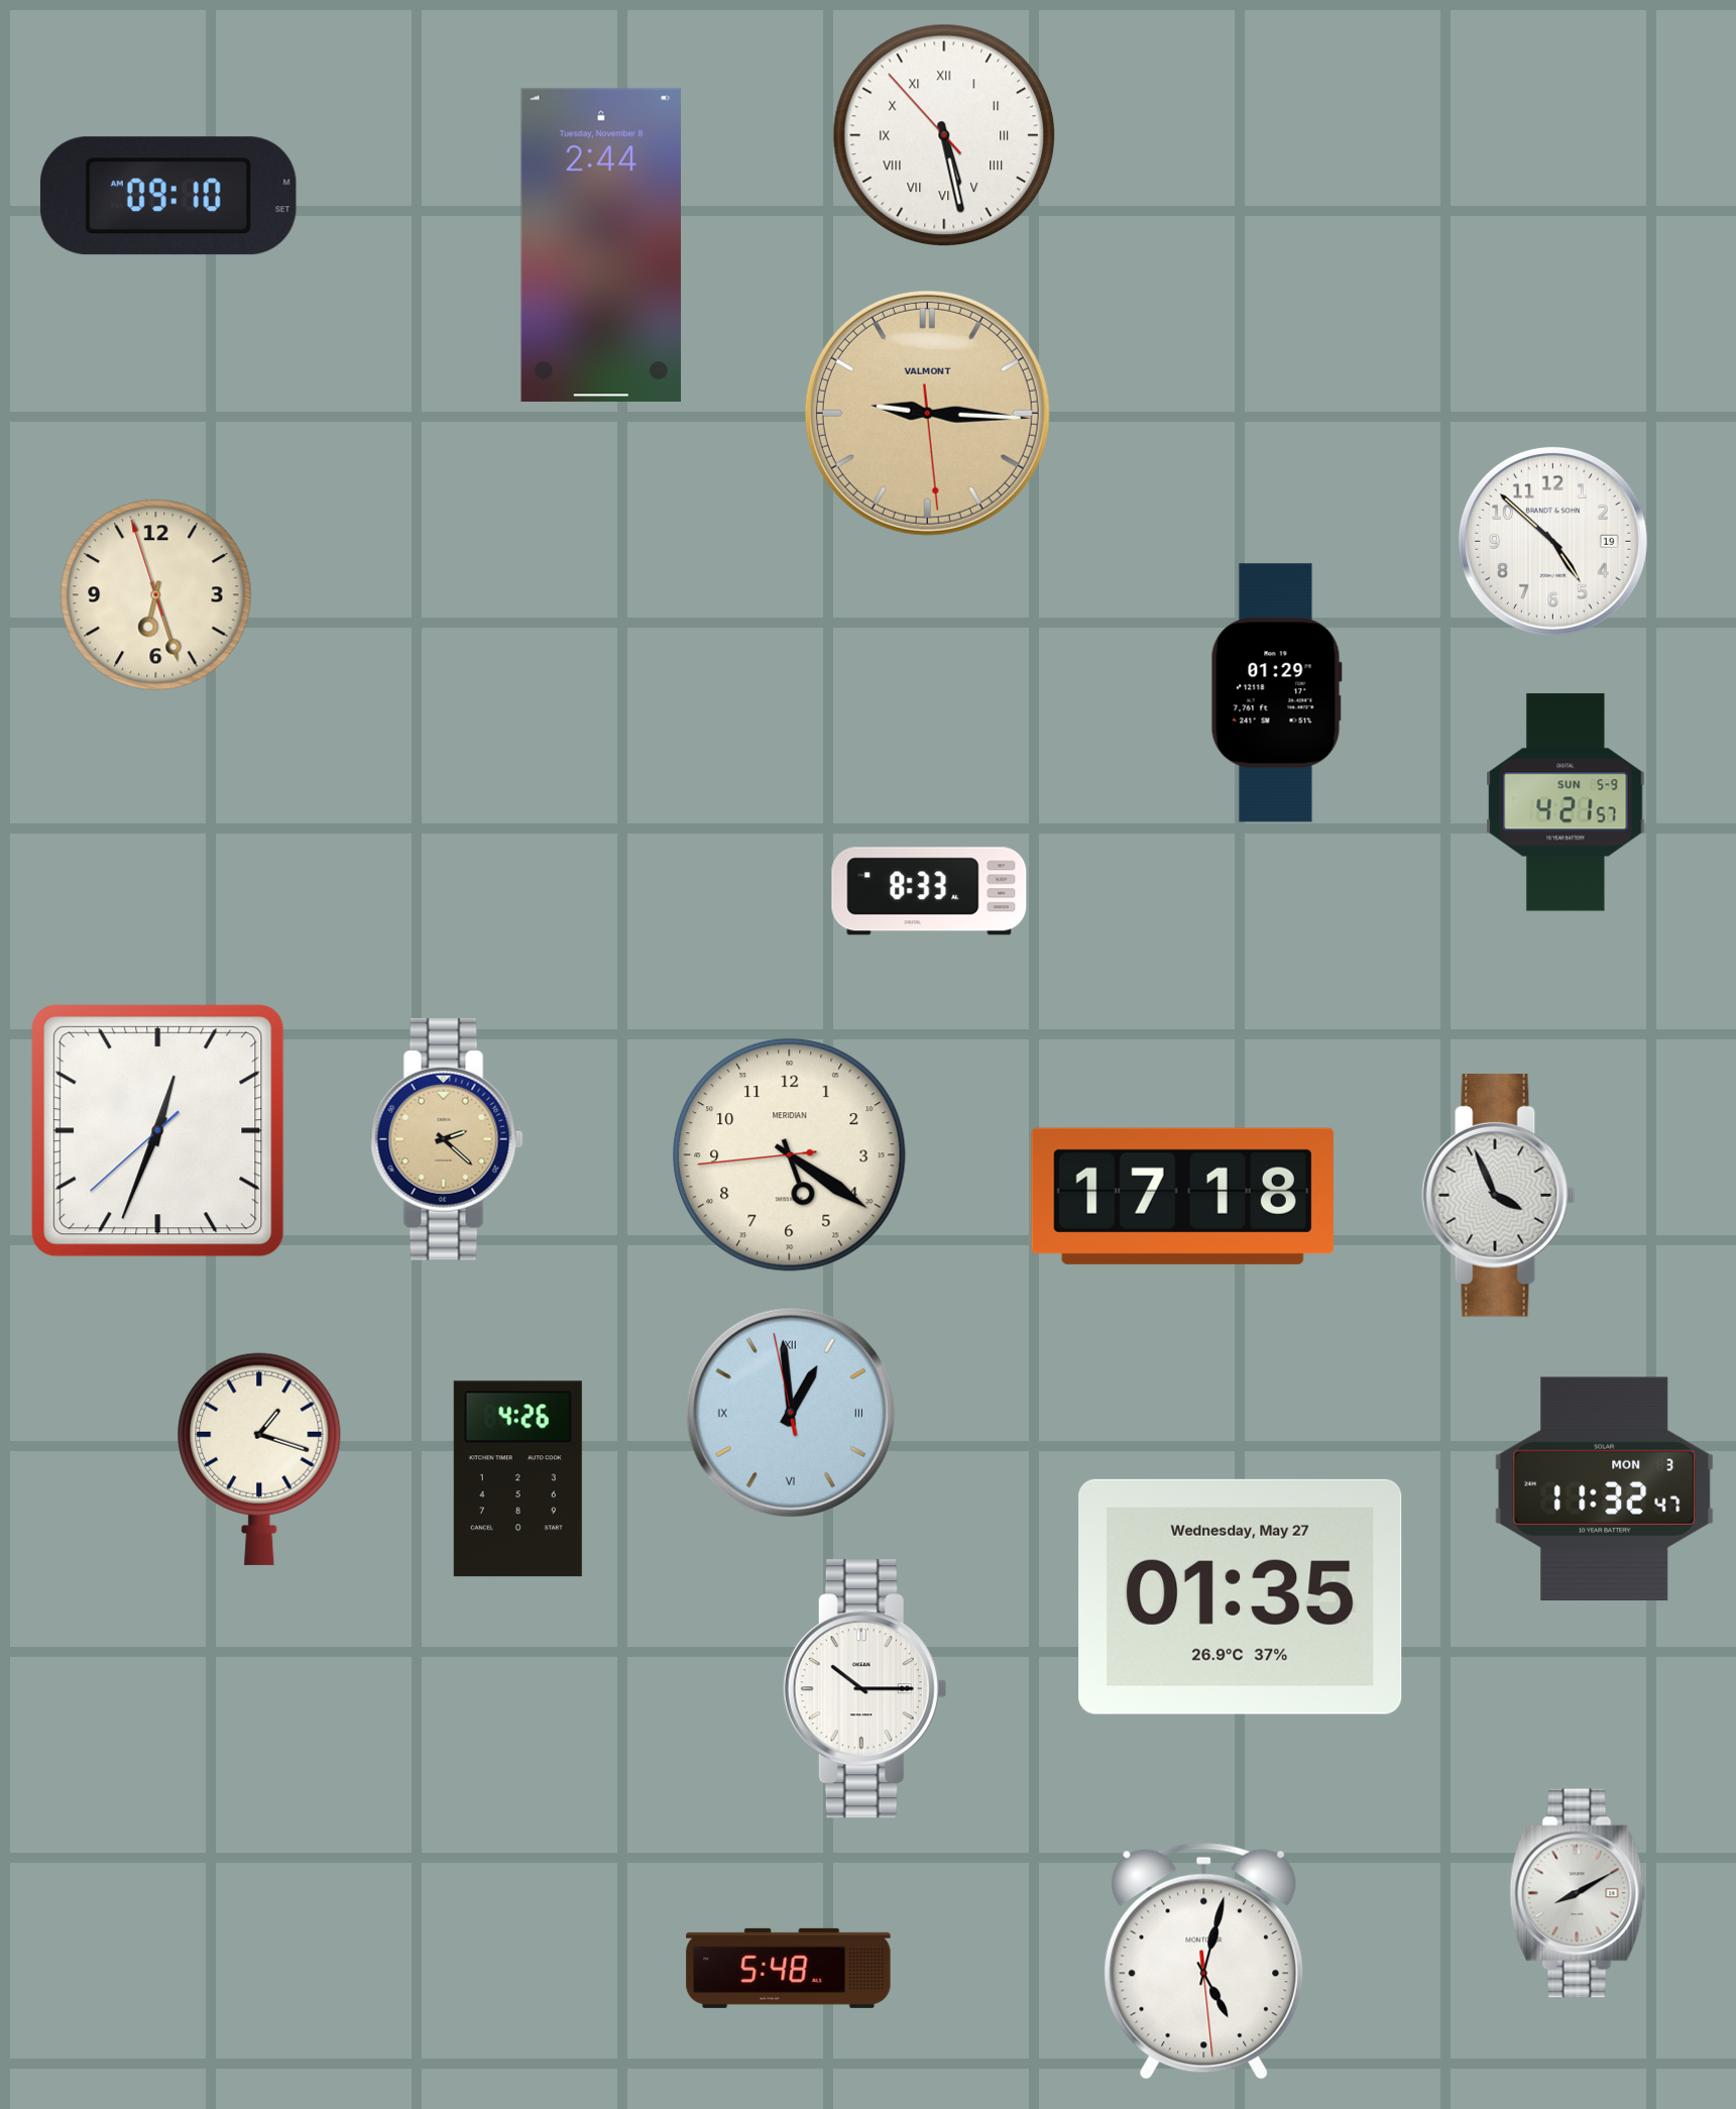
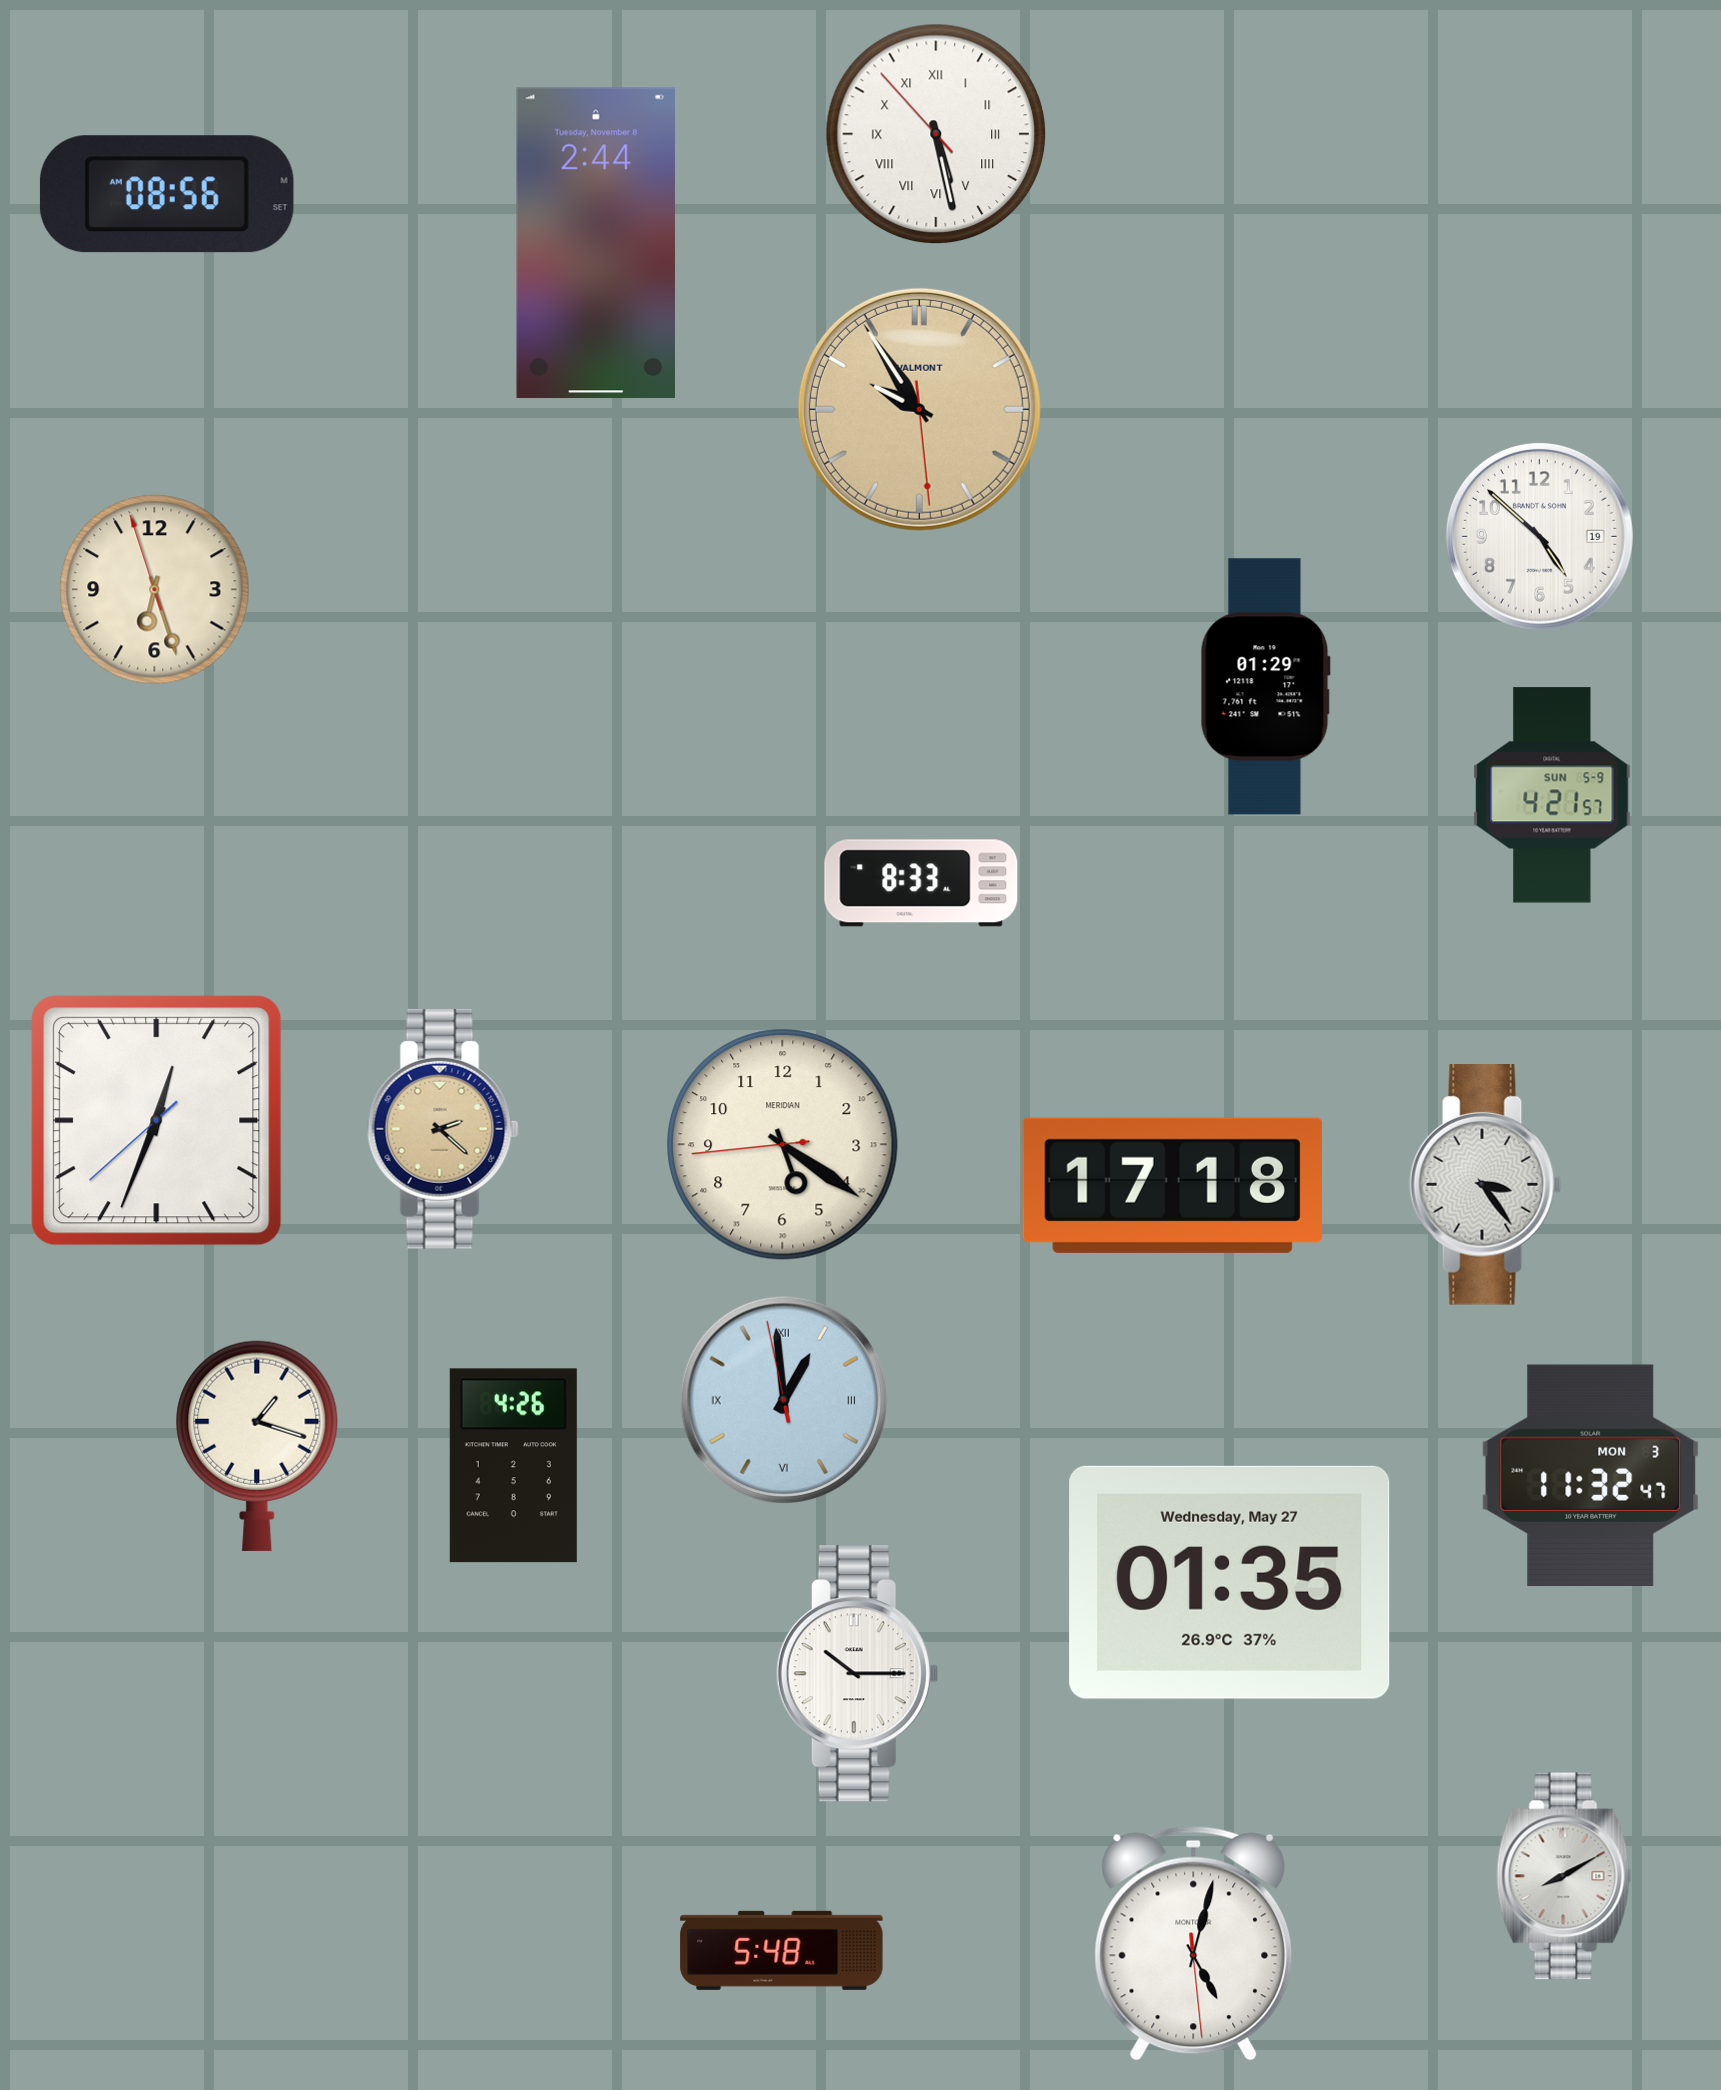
clock at (168, 196): 09:10 -> 08:56
clock at (927, 413): 9:15 -> 9:54
clock at (1499, 1196): 3:56 -> 3:24
